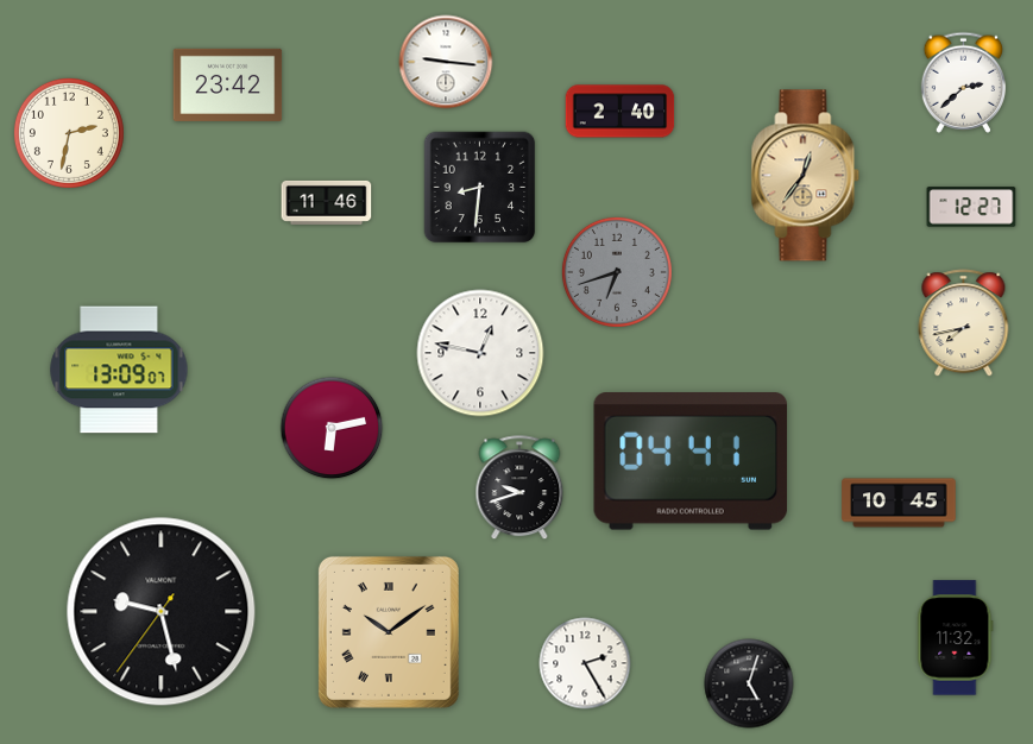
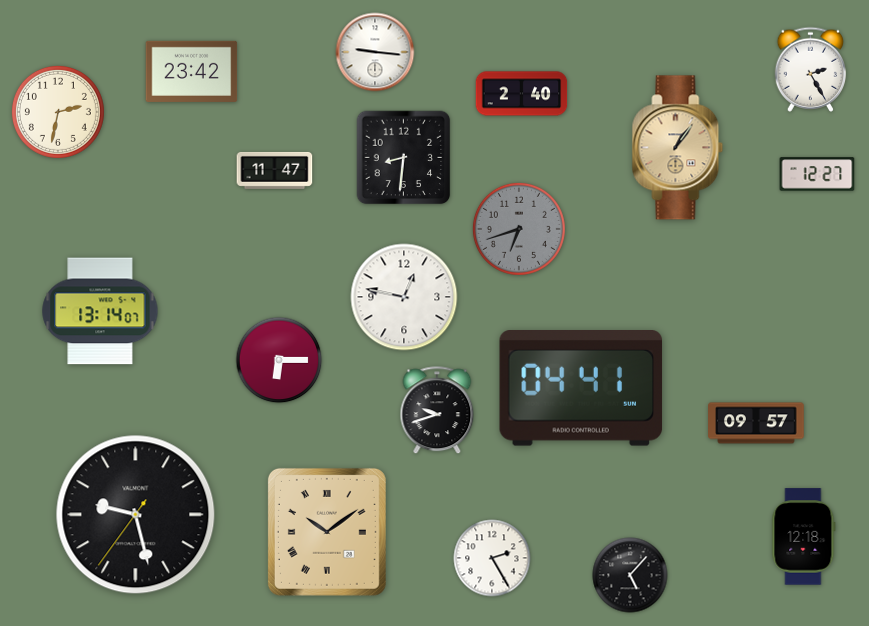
clock at (964, 82): 2:38 -> 2:25
clock at (806, 176): 12:36 -> 1:06
clock at (327, 202): 11:46 -> 11:47
clock at (964, 323): 7:43 -> none
clock at (119, 370): 13:09 -> 13:14
clock at (332, 428): 6:13 -> 6:15
clock at (899, 503): 10:45 -> 09:57
clock at (956, 638): 11:32 -> 12:18
clock at (749, 683): 5:03 -> 5:07
